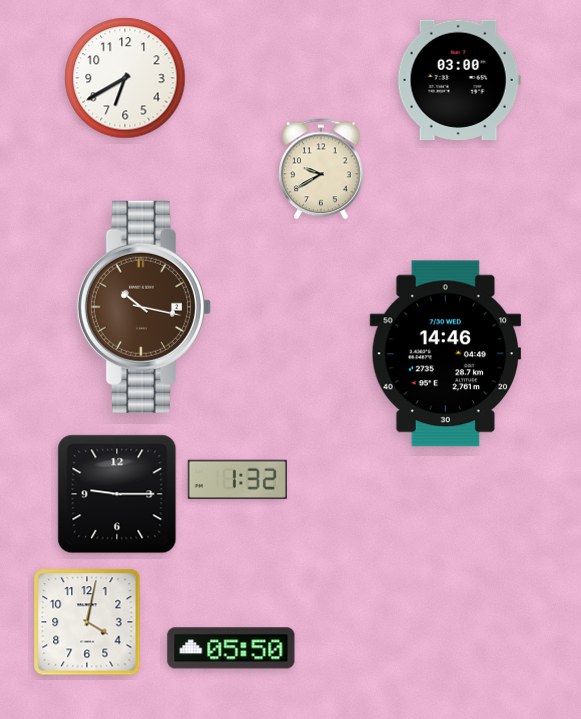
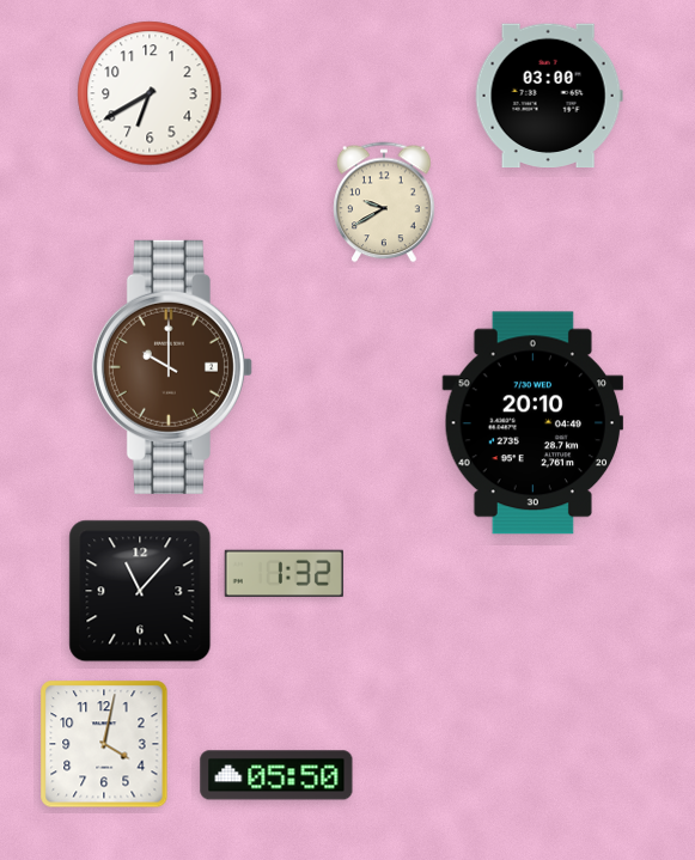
clock at (144, 307): 10:17 -> 10:00
clock at (446, 354): 14:46 -> 20:10
clock at (117, 494): 9:15 -> 11:07
